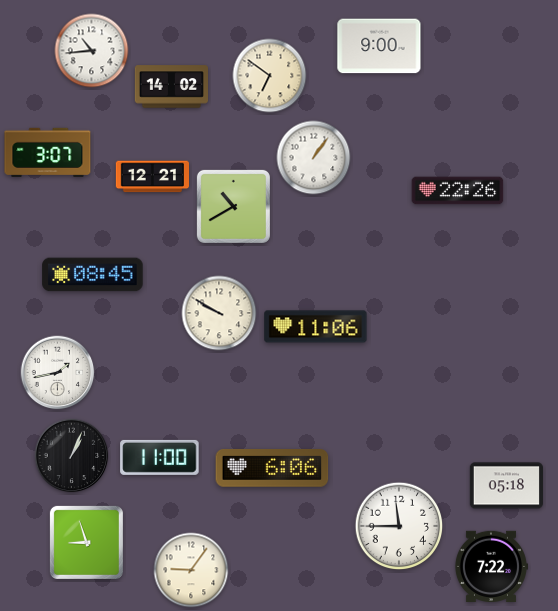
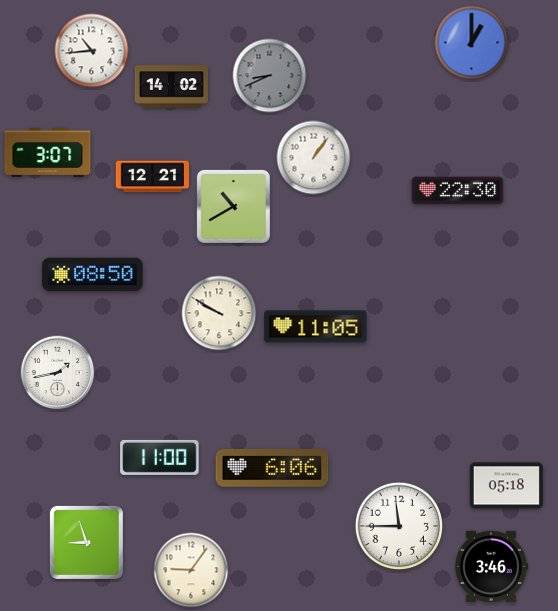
clock at (472, 43): none -> 1:00
clock at (379, 46): 9:00 -> none
clock at (270, 76): 6:51 -> 8:41
clock at (270, 76) dial: cream -> grey
clock at (458, 191): 22:26 -> 22:30
clock at (93, 275): 08:45 -> 08:50
clock at (316, 327): 11:06 -> 11:05
clock at (72, 456): 1:04 -> none
clock at (491, 566): 7:22 -> 3:46
